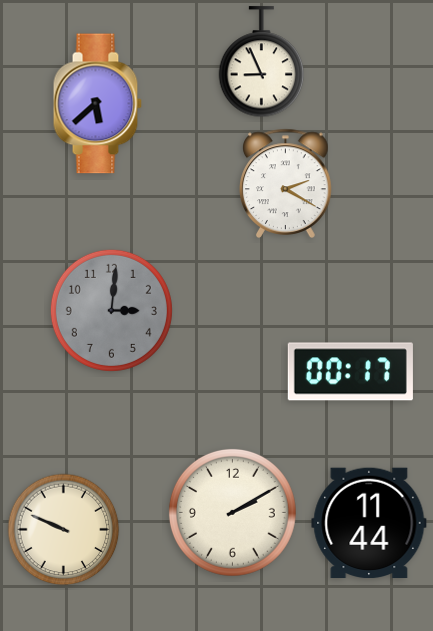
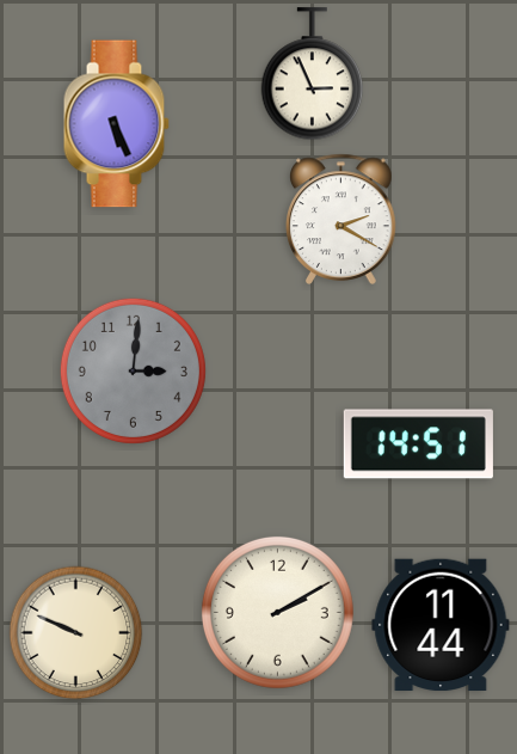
clock at (262, 62): 8:56 -> 2:56
clock at (97, 104): 5:38 -> 5:26
clock at (350, 372): 00:17 -> 14:51
